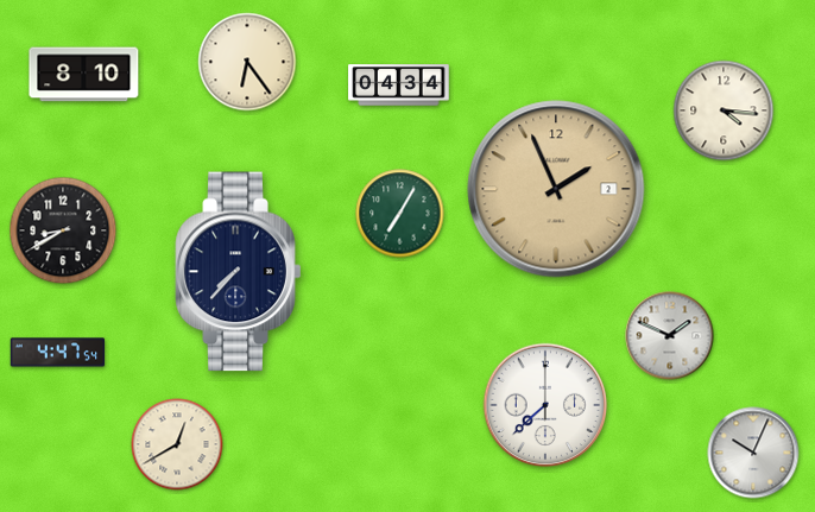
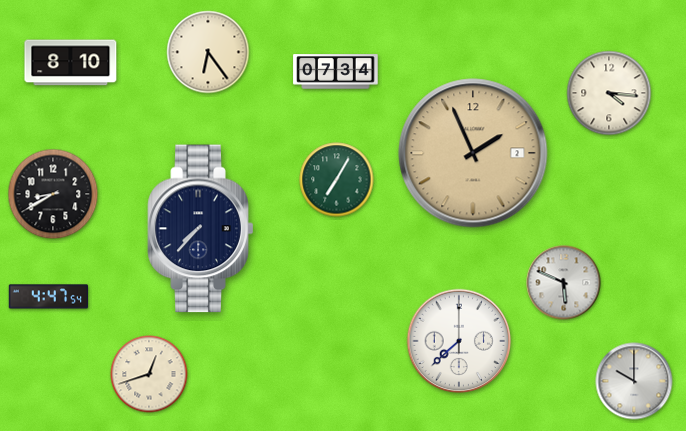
clock at (399, 86): 04:34 -> 07:34
clock at (556, 189) position: (556, 189) -> (473, 153)
clock at (670, 336): 1:49 -> 5:49
clock at (177, 444): 12:40 -> 12:42
clock at (753, 453): 10:04 -> 10:00
